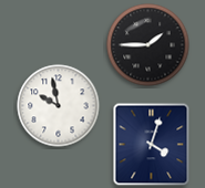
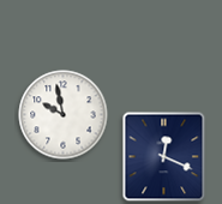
clock at (148, 45): 1:45 -> none
clock at (152, 145): 4:03 -> 12:19
